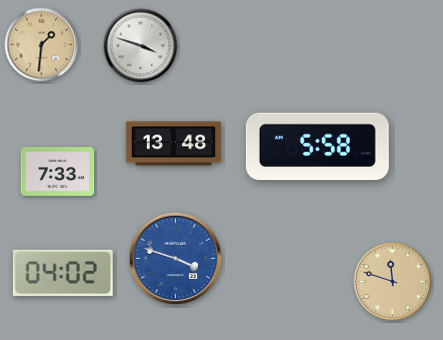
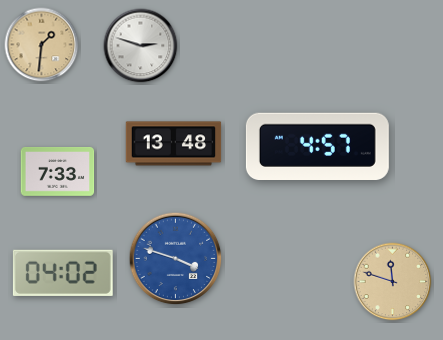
clock at (141, 46): 3:48 -> 2:48
clock at (317, 146): 5:58 -> 4:57
